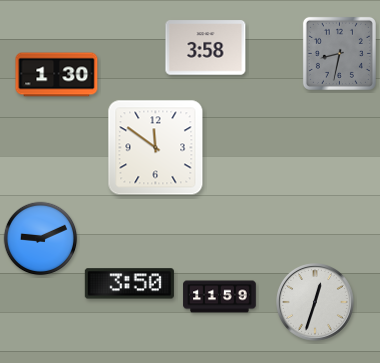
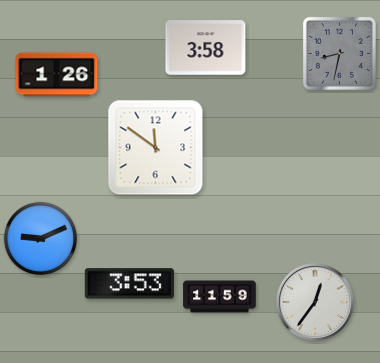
clock at (57, 75): 1:30 -> 1:26
clock at (129, 284): 3:50 -> 3:53
clock at (316, 303): 12:33 -> 12:36
